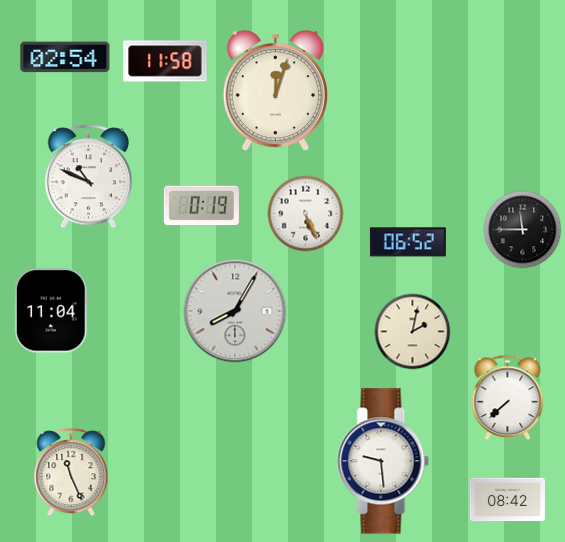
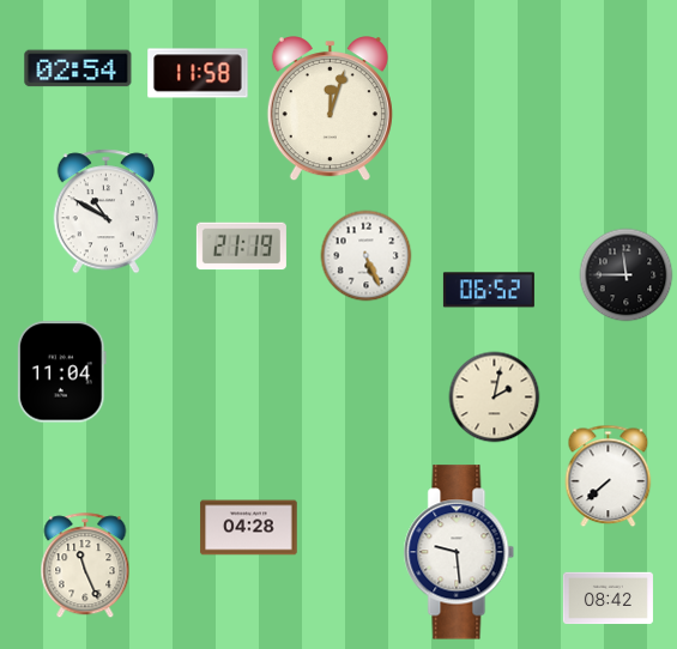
clock at (88, 177): 10:49 -> 10:50
clock at (201, 206): 0:19 -> 21:19
clock at (235, 311): 8:05 -> none
clock at (249, 528): none -> 04:28
